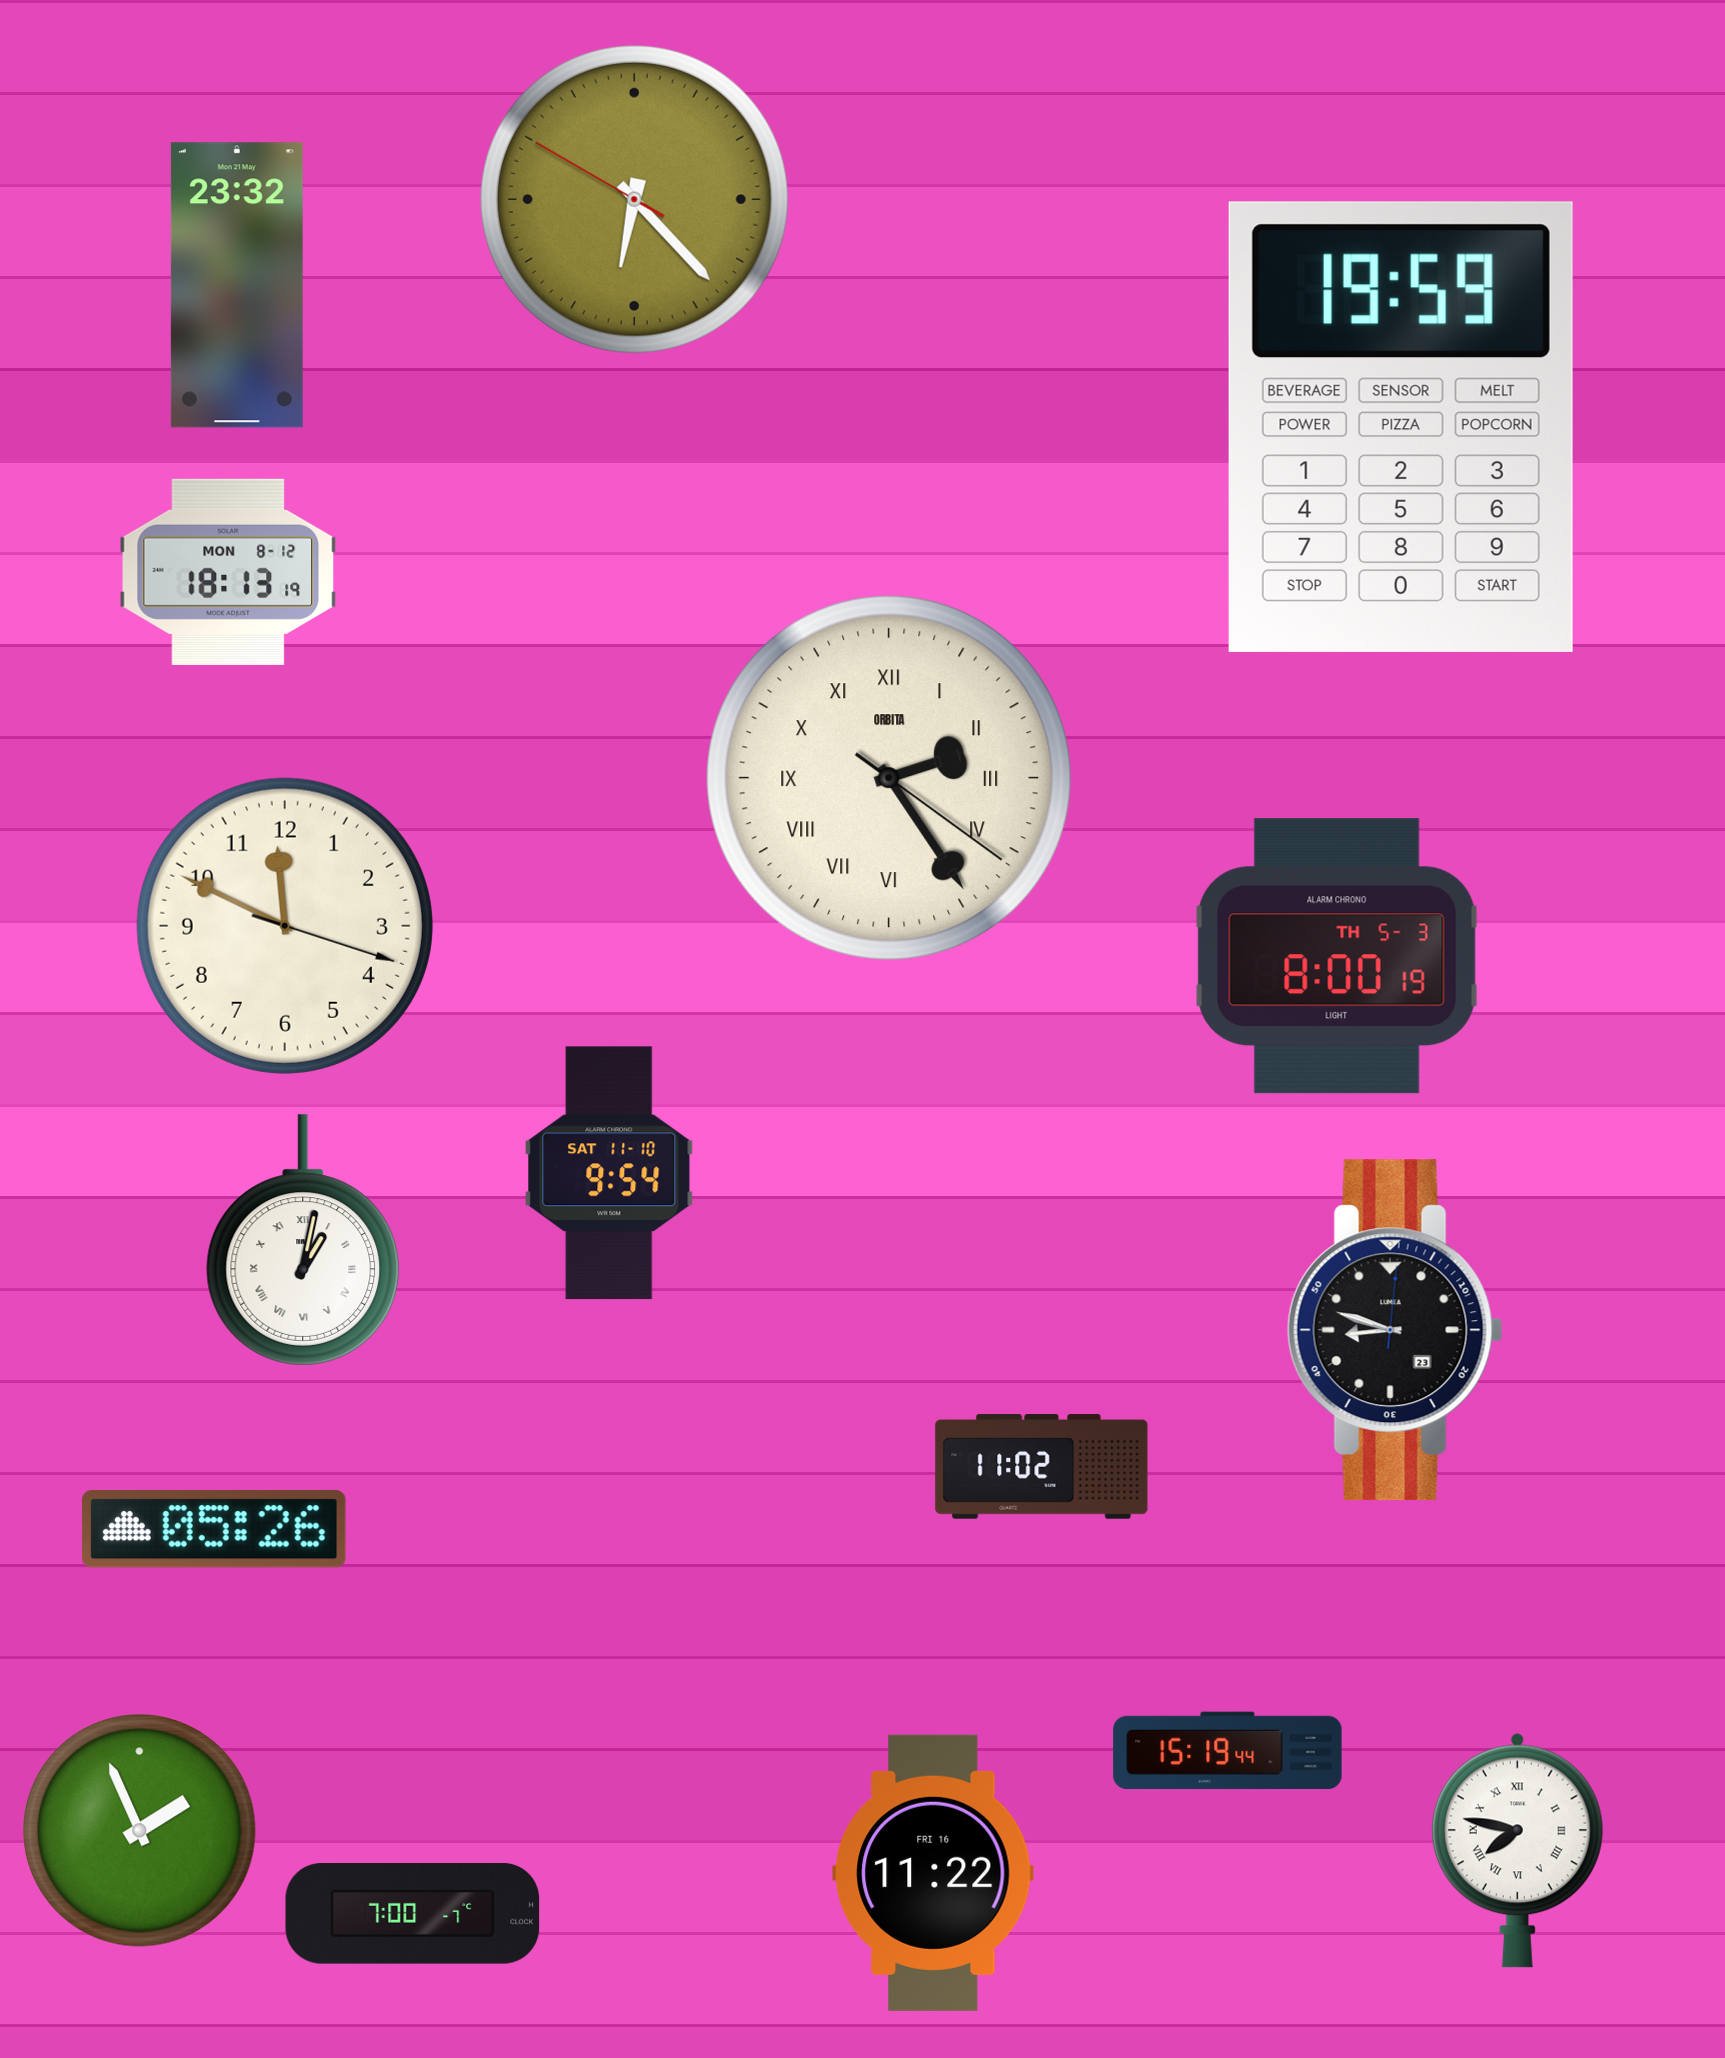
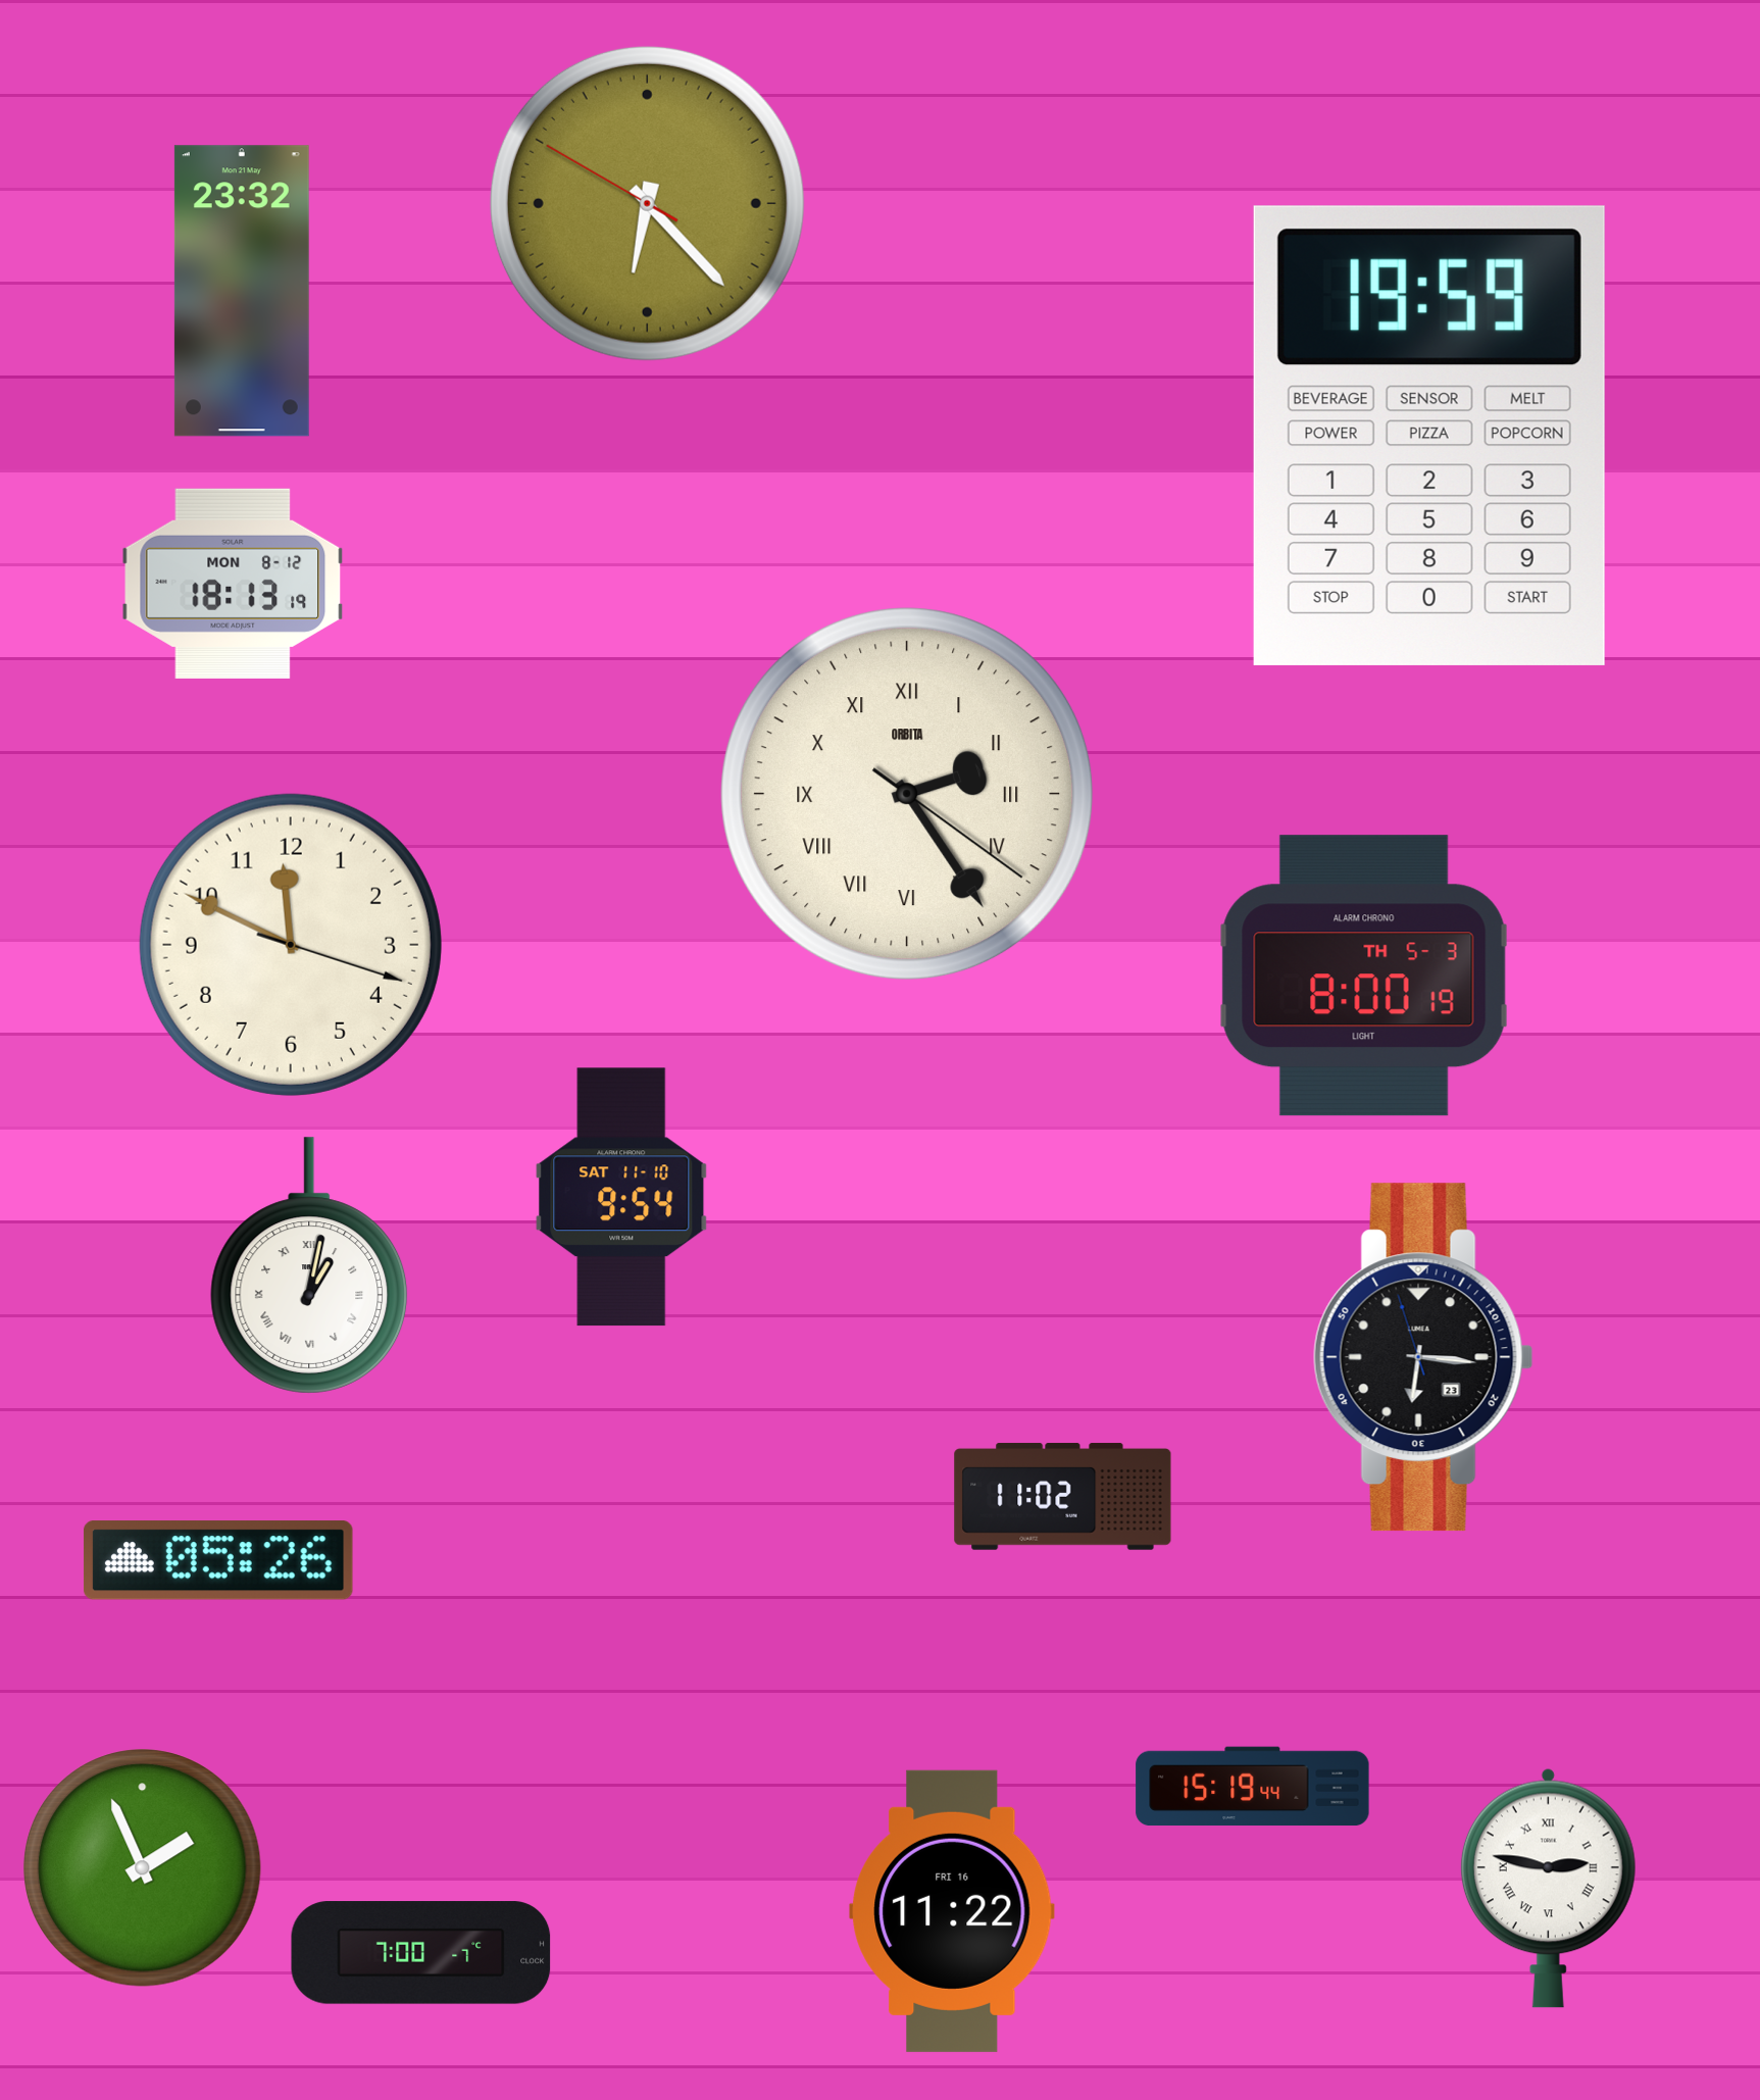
clock at (1395, 1330): 8:48 -> 6:15
clock at (1517, 1850): 7:47 -> 2:47
